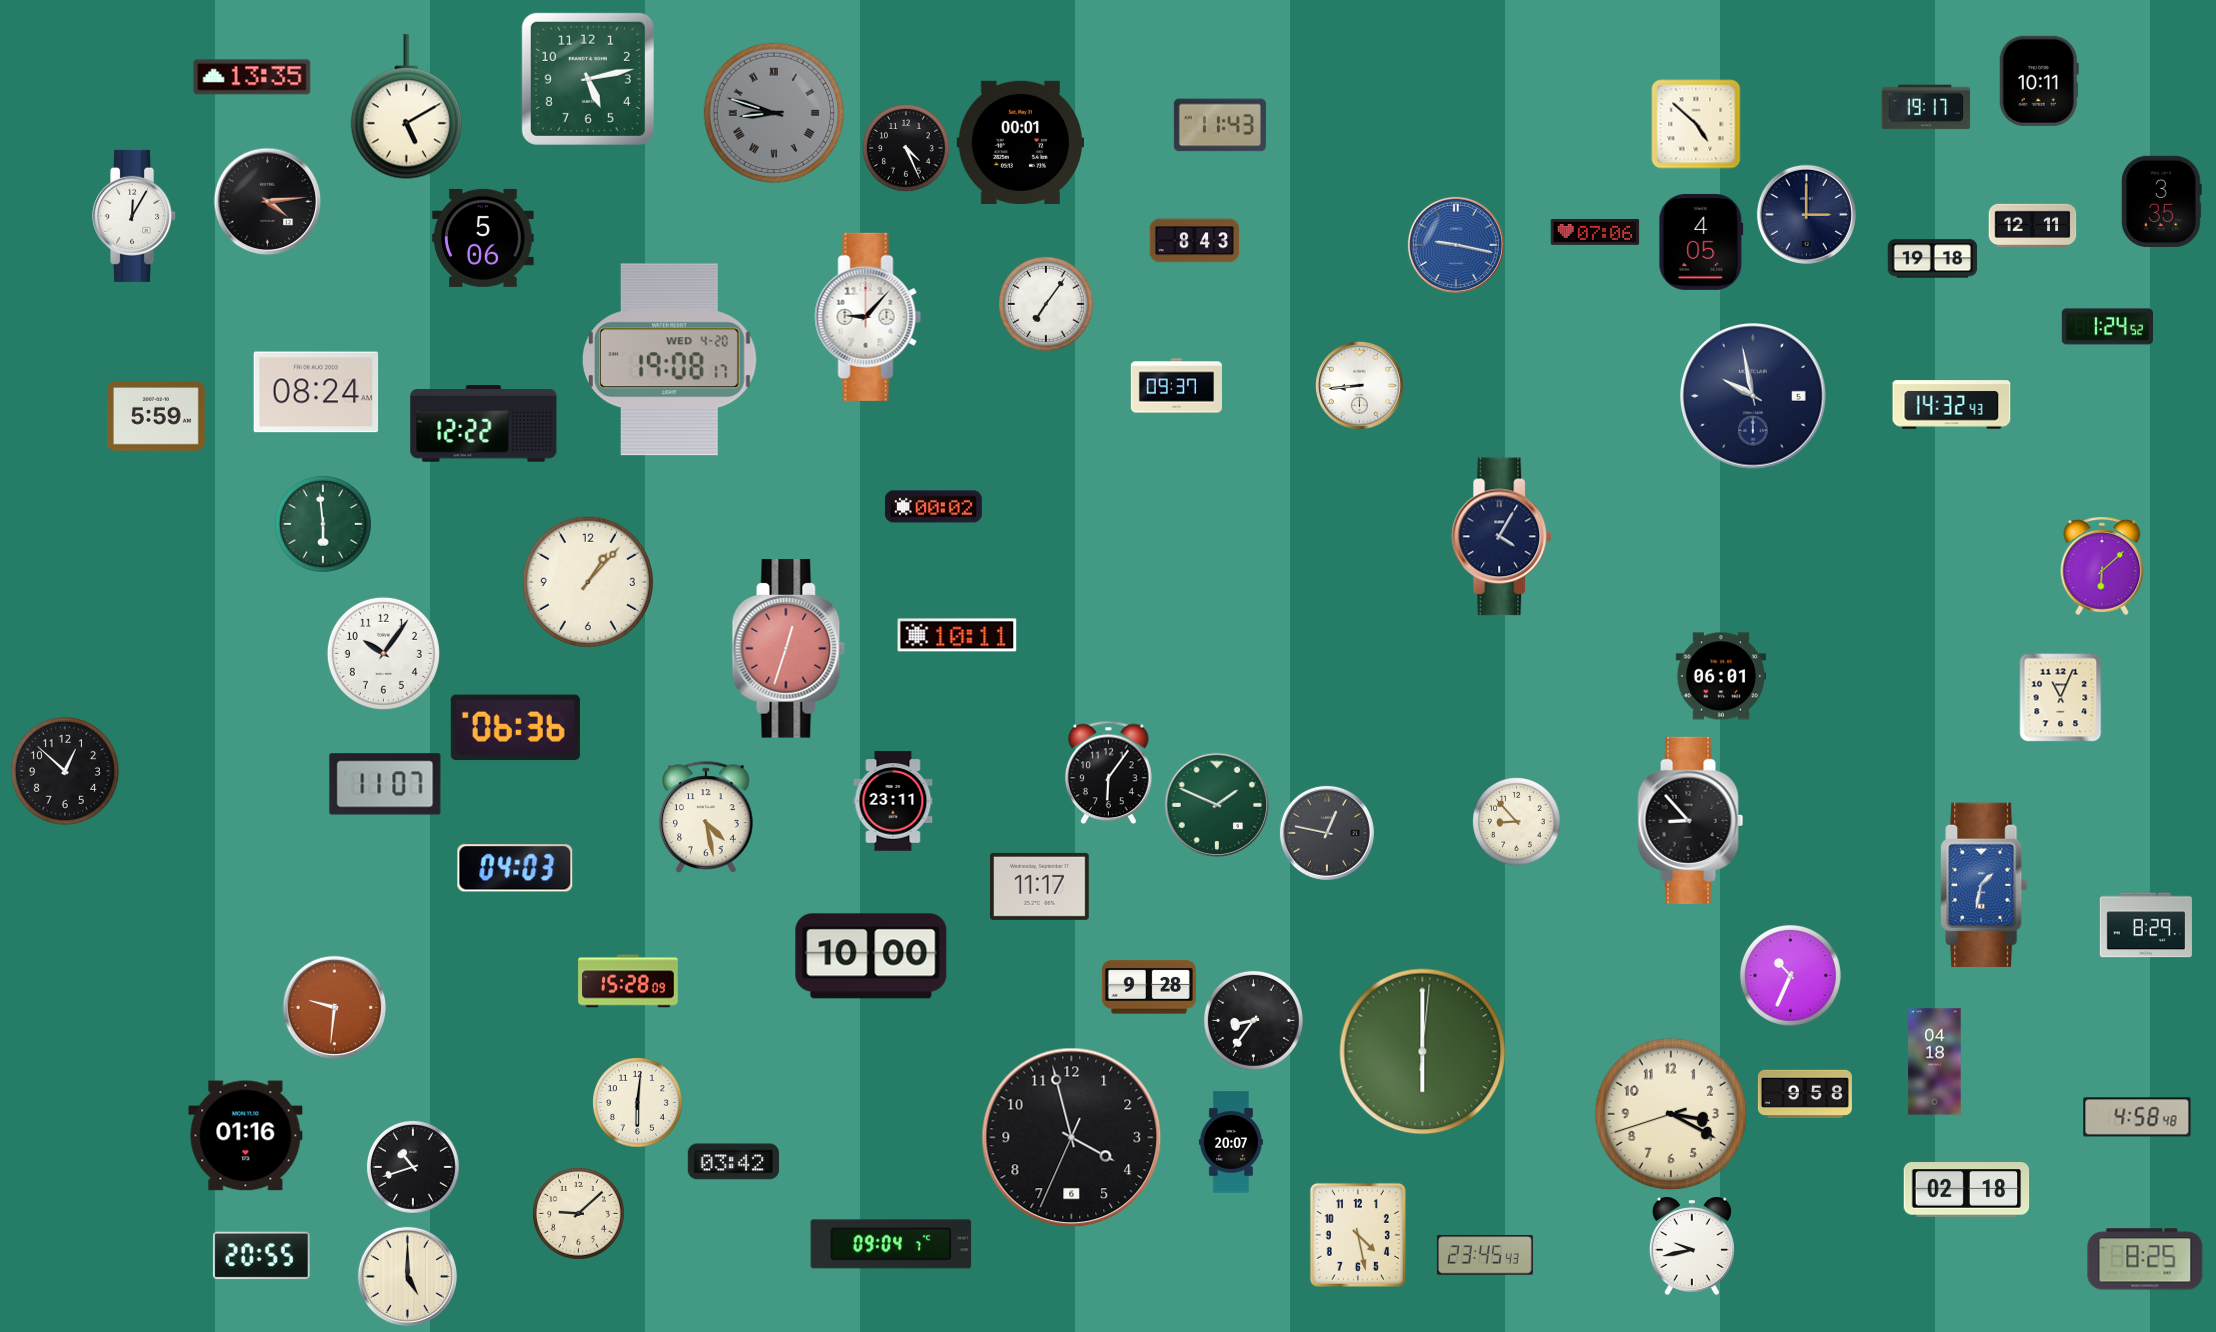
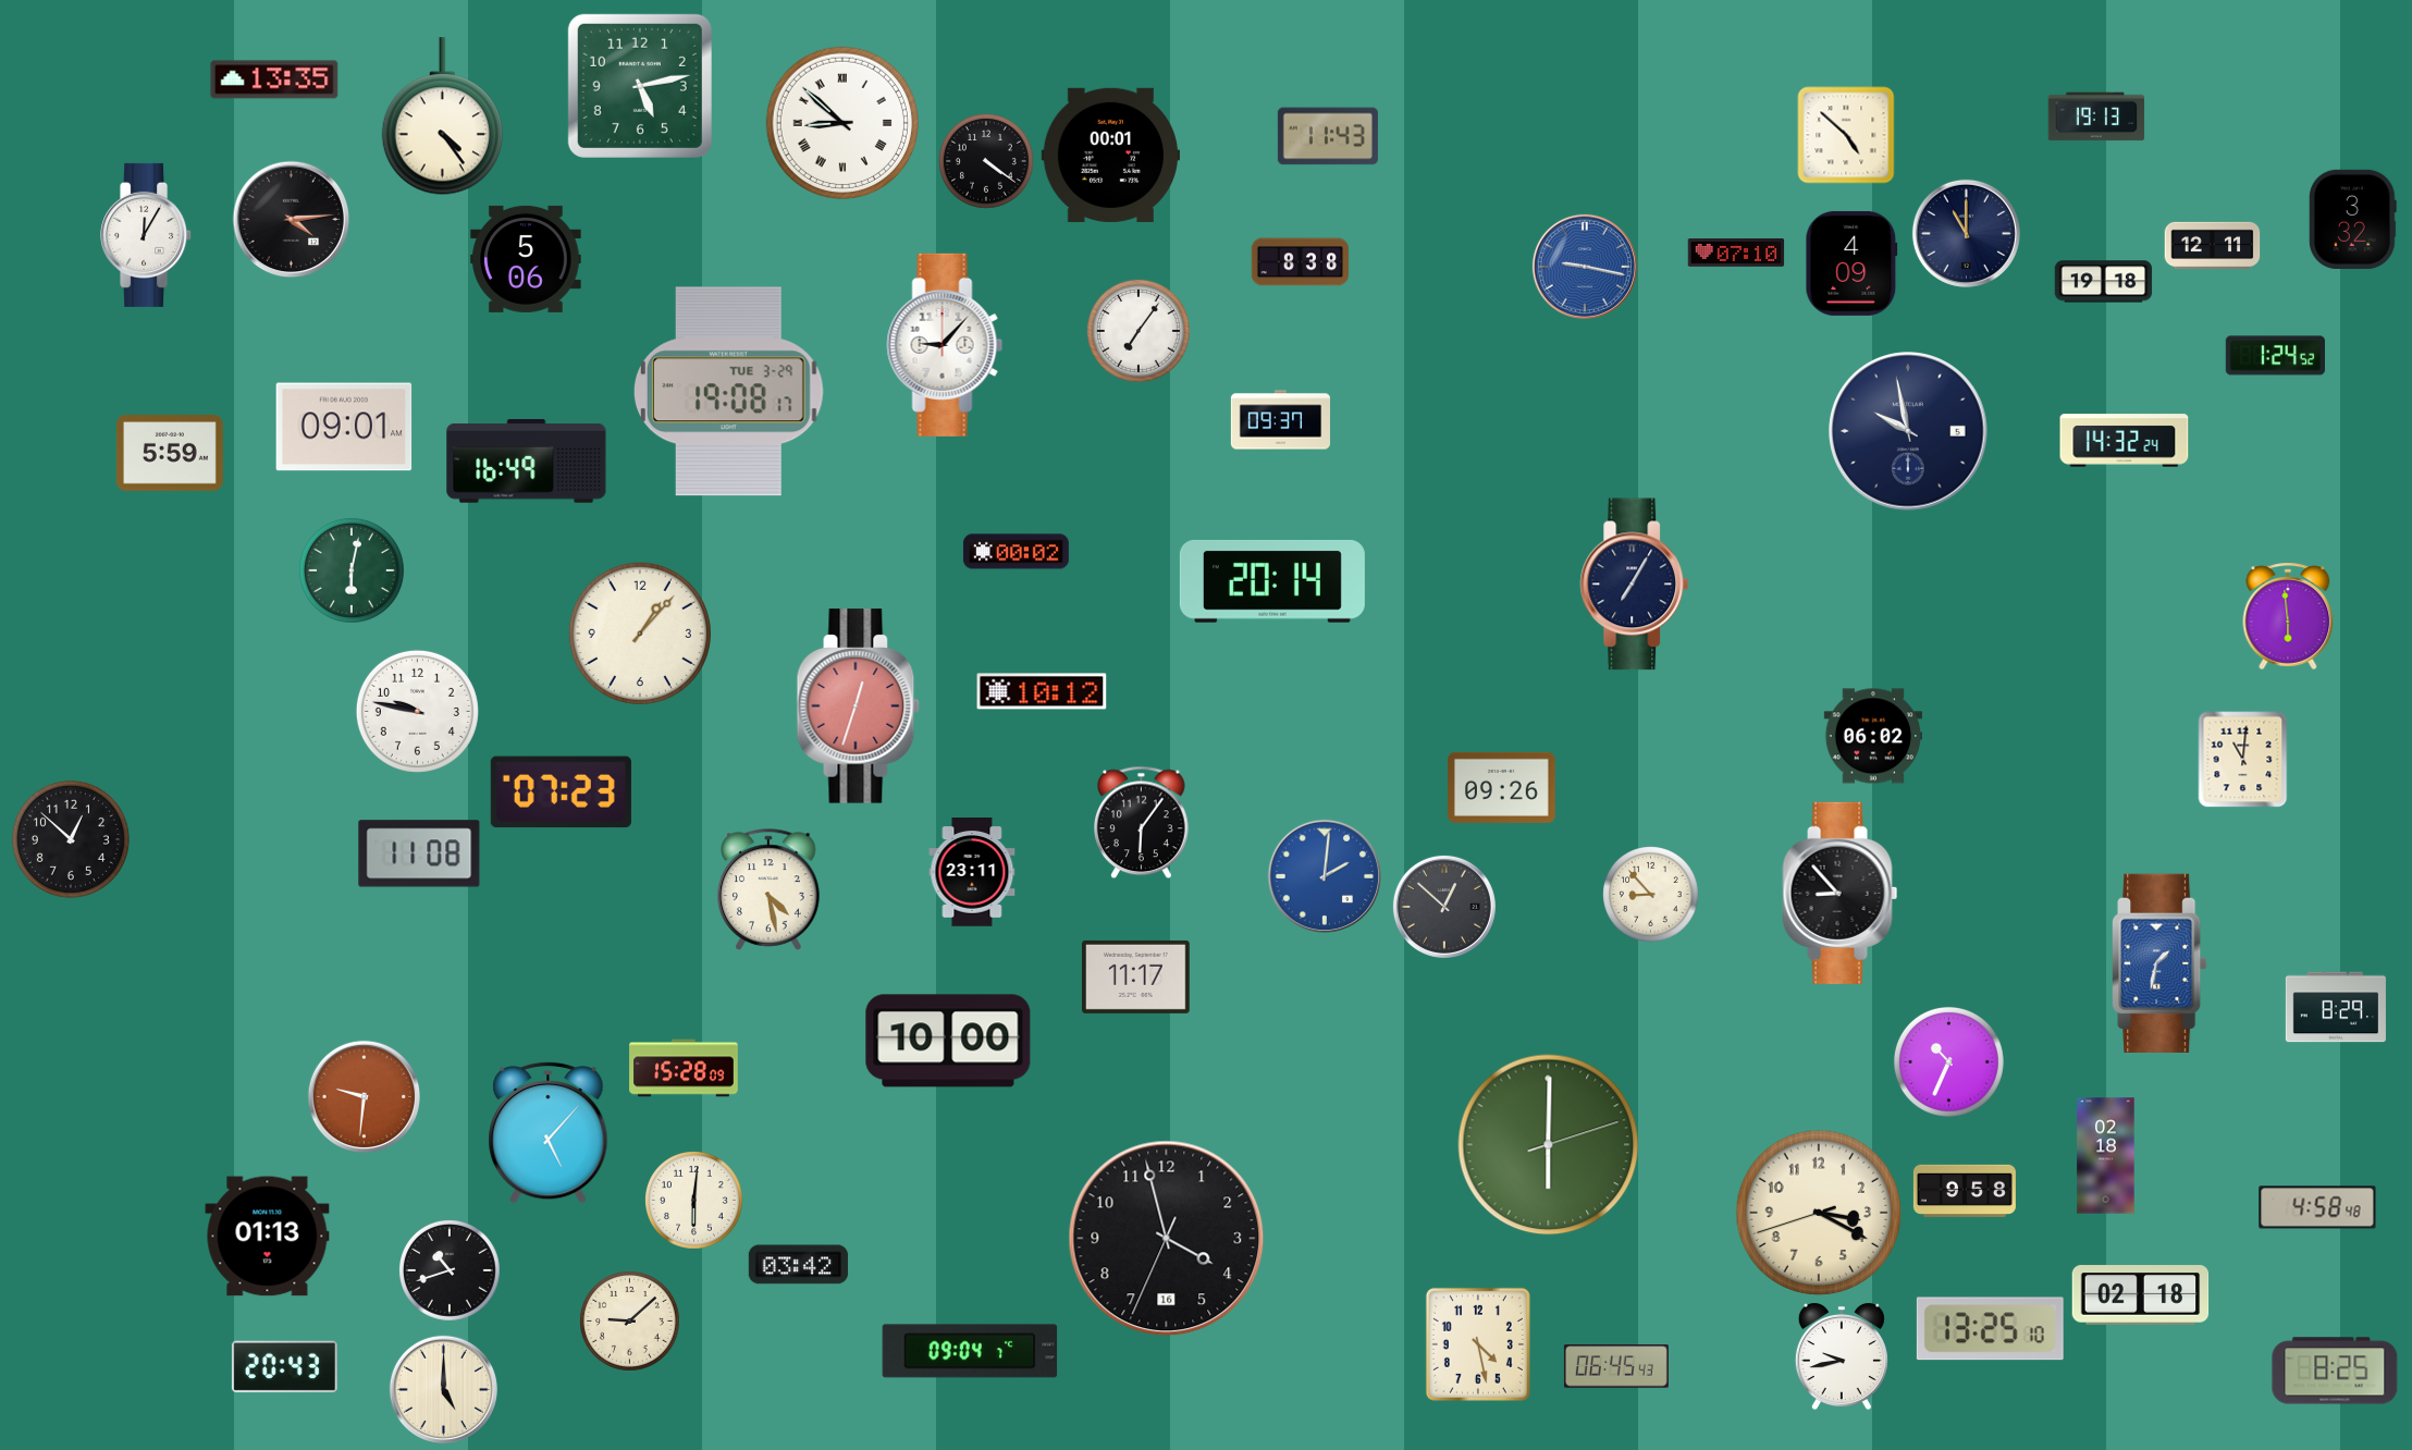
clock at (252, 77) position: (252, 77) -> (274, 79)
clock at (2039, 81): 10:11 -> none
clock at (406, 107): 5:10 -> 4:24
clock at (1926, 107): 19:17 -> 19:13
clock at (773, 112): 8:48 -> 8:52
clock at (773, 112) dial: grey -> white
clock at (907, 149): 4:26 -> 4:21
clock at (2162, 201): 3:35 -> 3:32
clock at (1806, 214): 3:00 -> 11:00
clock at (1595, 233): 07:06 -> 07:10
clock at (1195, 241): 8:43 -> 8:38
clock at (1701, 242): 4:05 -> 4:09
clock at (2107, 327) position: (2107, 327) -> (2275, 356)
clock at (669, 360) date: WED 4-20 -> TUE 3-29
clock at (1360, 386): 8:44 -> none
clock at (316, 392): 08:24 -> 09:01
clock at (1952, 405): 14:32:43 -> 14:32:24
clock at (484, 424): 12:22 -> 16:49
clock at (323, 524): 5:59 -> 6:02
clock at (1272, 581): none -> 20:14
clock at (1502, 537): 4:05 -> 7:05
clock at (2102, 566): 6:08 -> 5:59
clock at (957, 635): 10:11 -> 10:12
clock at (383, 653): 10:06 -> 9:47
clock at (1720, 676): 06:01 -> 06:02
clock at (2061, 698): 11:04 -> 11:01
clock at (1502, 787): none -> 09:26
clock at (515, 728): 06:36 -> 07:23
clock at (1109, 773) position: (1109, 773) -> (1142, 823)
clock at (385, 784): 11:07 -> 11:08
clock at (1217, 805): 1:49 -> 2:01
clock at (1217, 805) dial: green -> blue
clock at (1327, 833): 12:47 -> 12:52
clock at (515, 868): 04:03 -> none
clock at (1040, 886) position: (1040, 886) -> (1136, 976)
clock at (1149, 987): 9:28 -> none
clock at (1253, 1020): 8:36 -> none
clock at (549, 1132): none -> 5:07
clock at (1423, 1052): 6:00:01 -> 6:00:12
clock at (1935, 1062): 04:18 -> 02:18
clock at (2137, 1117) position: (2137, 1117) -> (2317, 1207)
clock at (246, 1136): 01:16 -> 01:13
clock at (1072, 1138) date: 6 -> 16
clock at (1231, 1142): 20:07 -> none
clock at (1990, 1329): none -> 13:25
clock at (891, 1244) position: (891, 1244) -> (970, 1351)
clock at (1485, 1255): 23:45 -> 06:45
clock at (261, 1256): 20:55 -> 20:43
